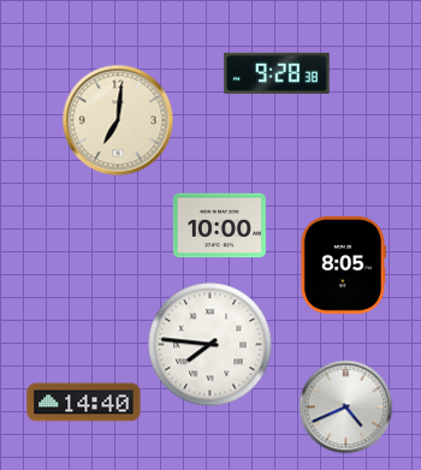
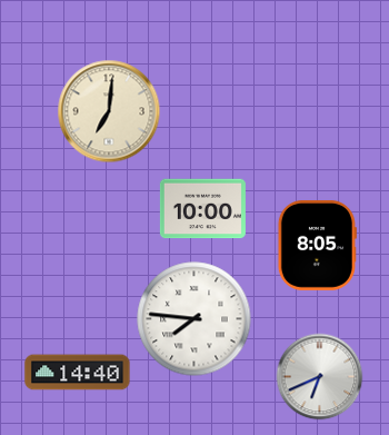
clock at (277, 73): 9:28 -> none
clock at (345, 406): 4:41 -> 6:41
